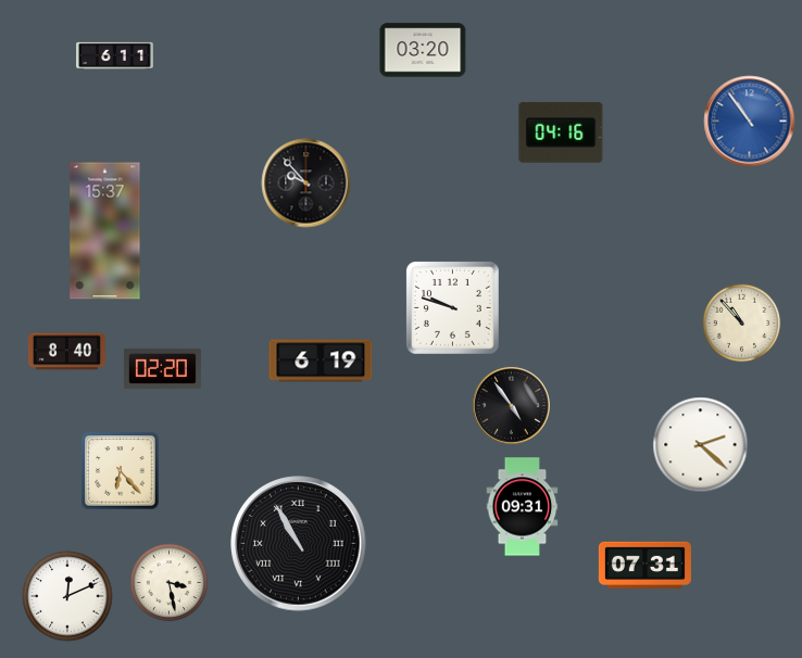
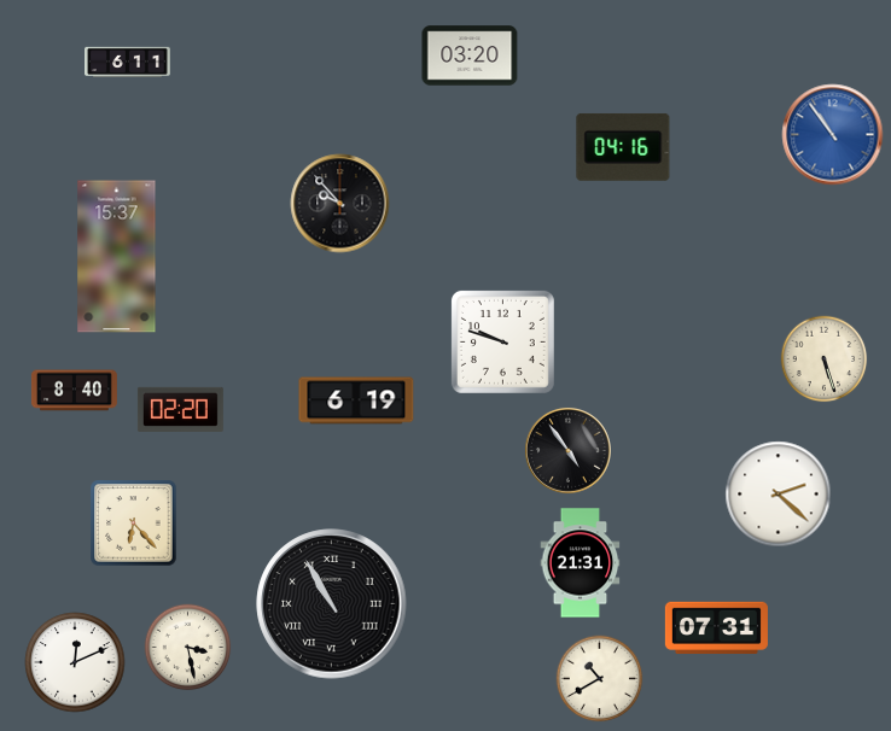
clock at (742, 324): 10:53 -> 5:27
clock at (523, 507): 09:31 -> 21:31
clock at (600, 679): none -> 10:40
